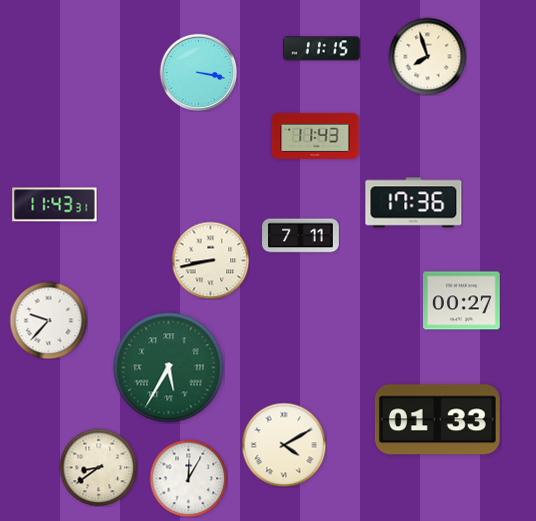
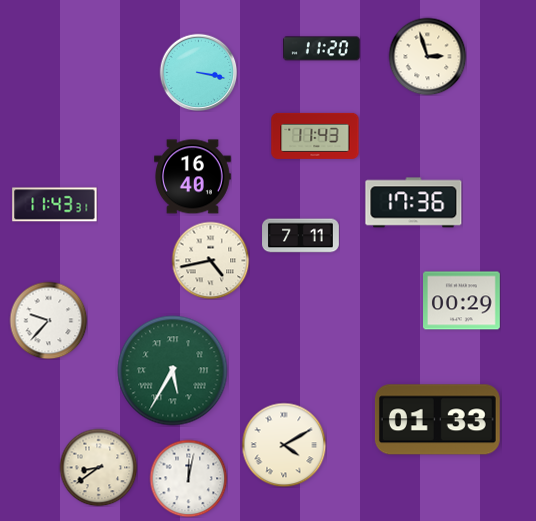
clock at (321, 49): 11:15 -> 11:20
clock at (427, 56): 7:57 -> 2:57
clock at (193, 177): none -> 16:40
clock at (210, 260): 8:43 -> 4:43
clock at (462, 301): 00:27 -> 00:29
clock at (169, 368) position: (169, 368) -> (173, 371)
clock at (188, 478): 12:05 -> 12:02
